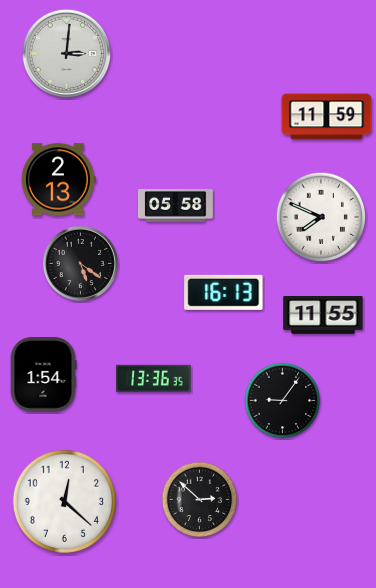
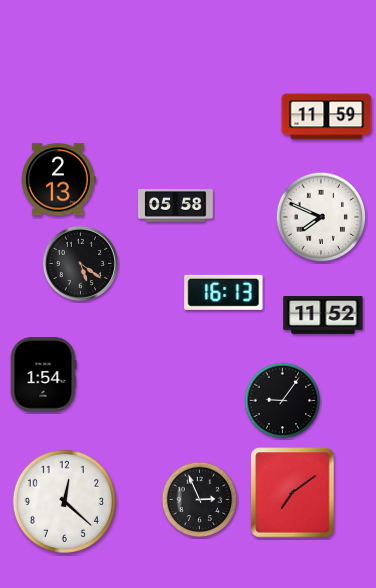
clock at (67, 54): 3:01 -> none
clock at (323, 316): 11:55 -> 11:52
clock at (154, 379): 13:36 -> none
clock at (293, 493): none -> 7:09
clock at (200, 500): 2:52 -> 2:56
